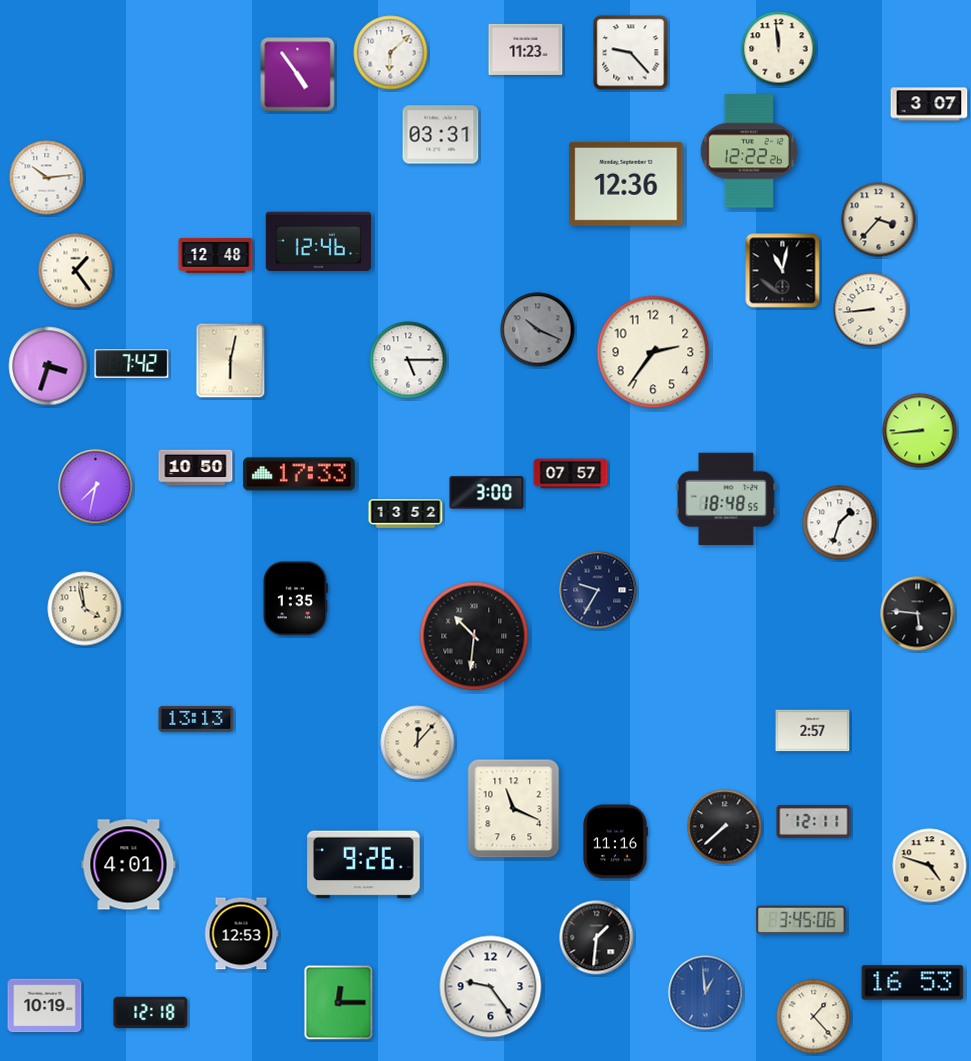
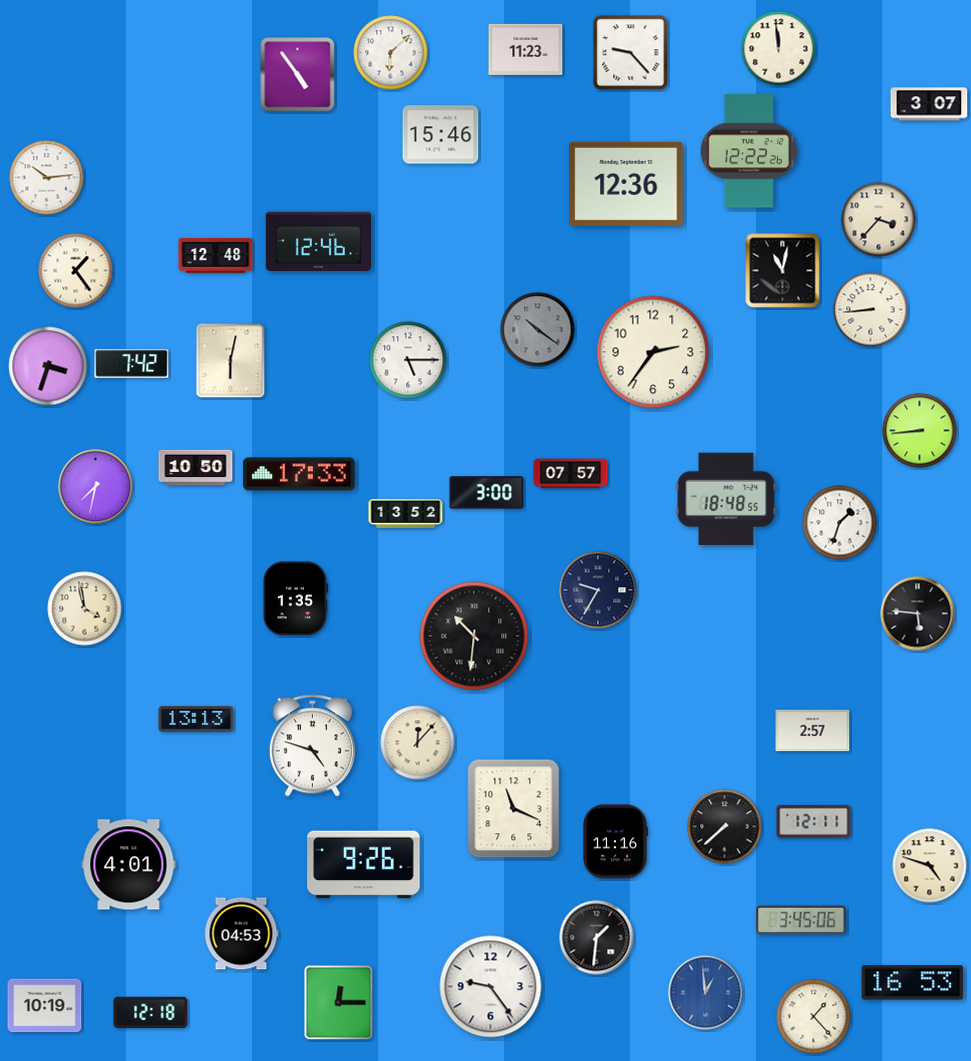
clock at (441, 135): 03:31 -> 15:46
clock at (538, 330): 10:19 -> 10:21
clock at (312, 746): none -> 4:48
clock at (241, 934): 12:53 -> 04:53
